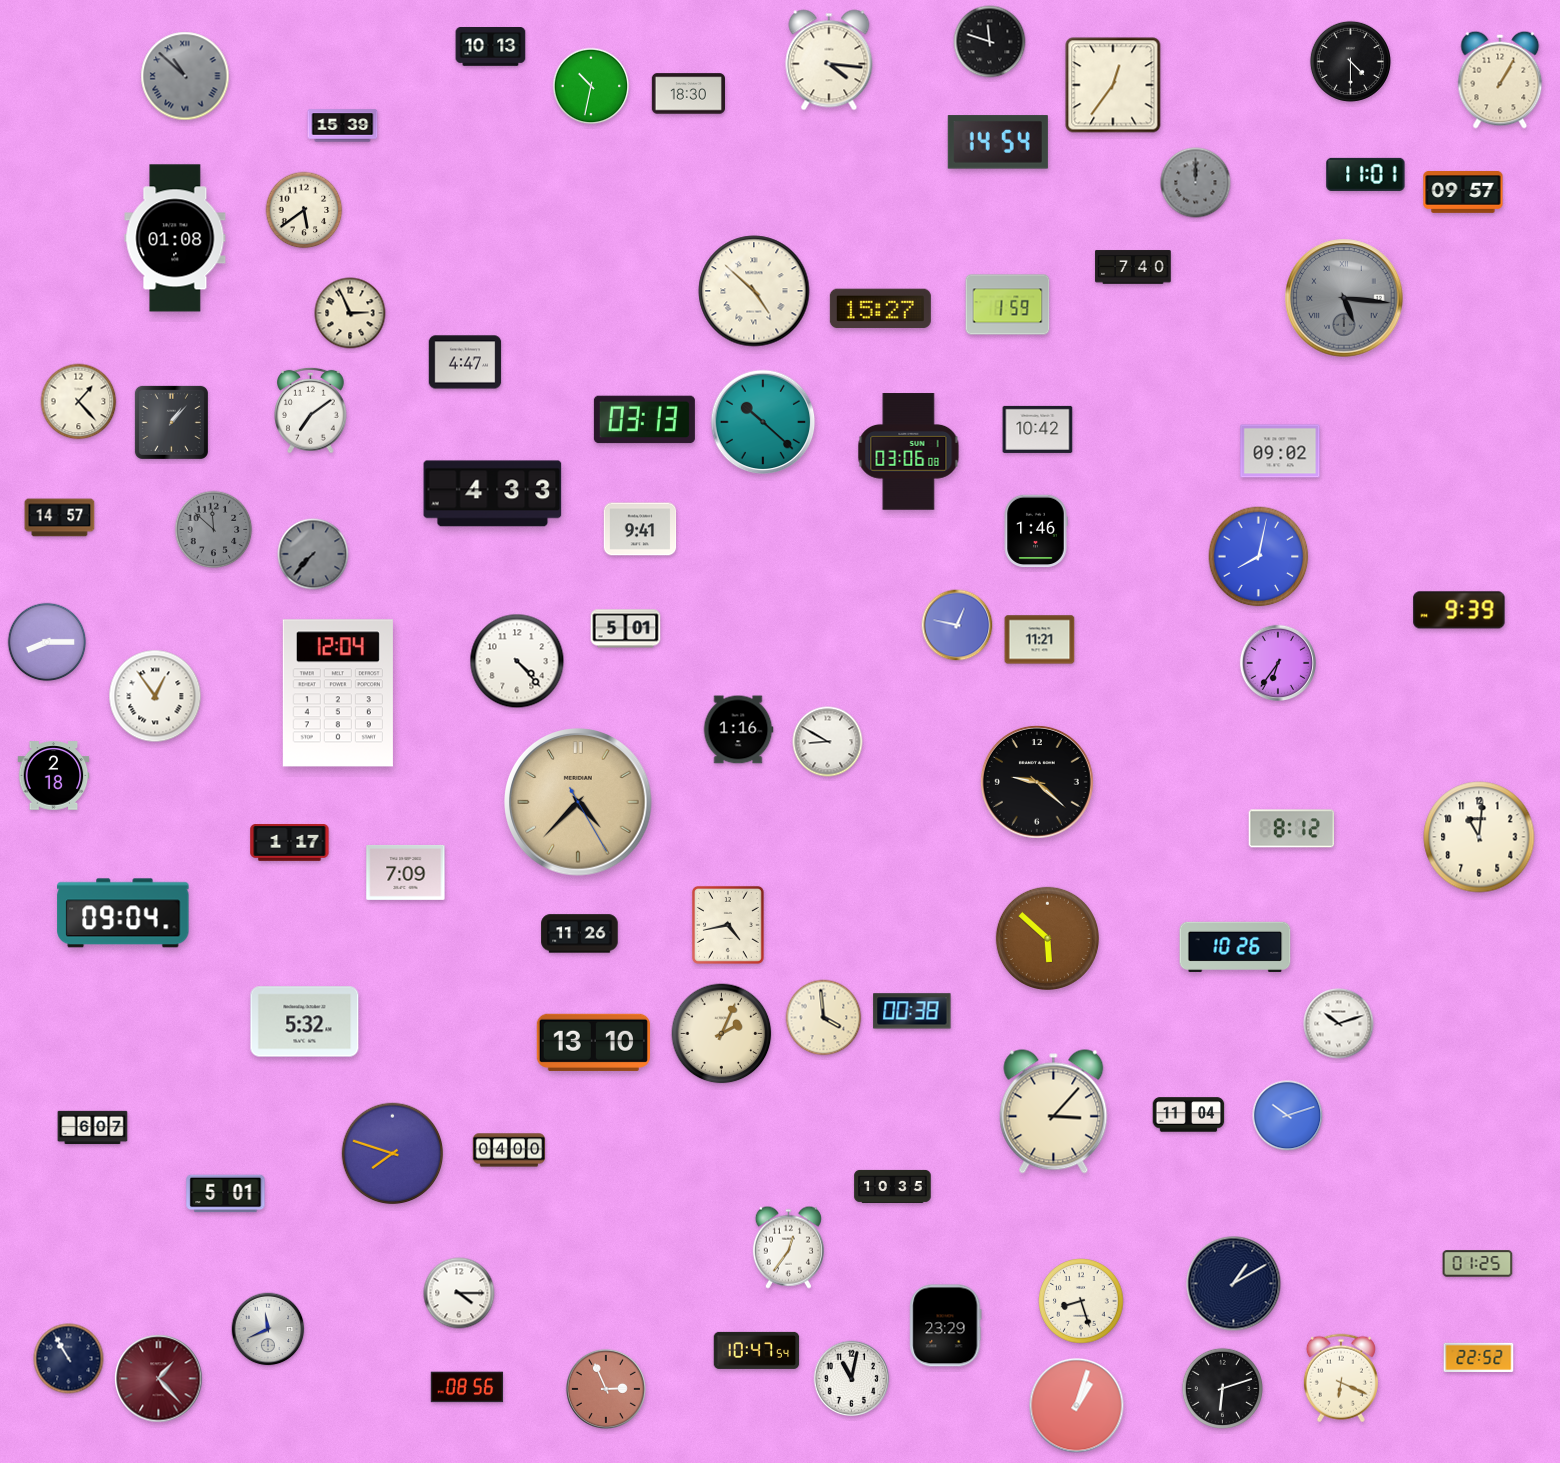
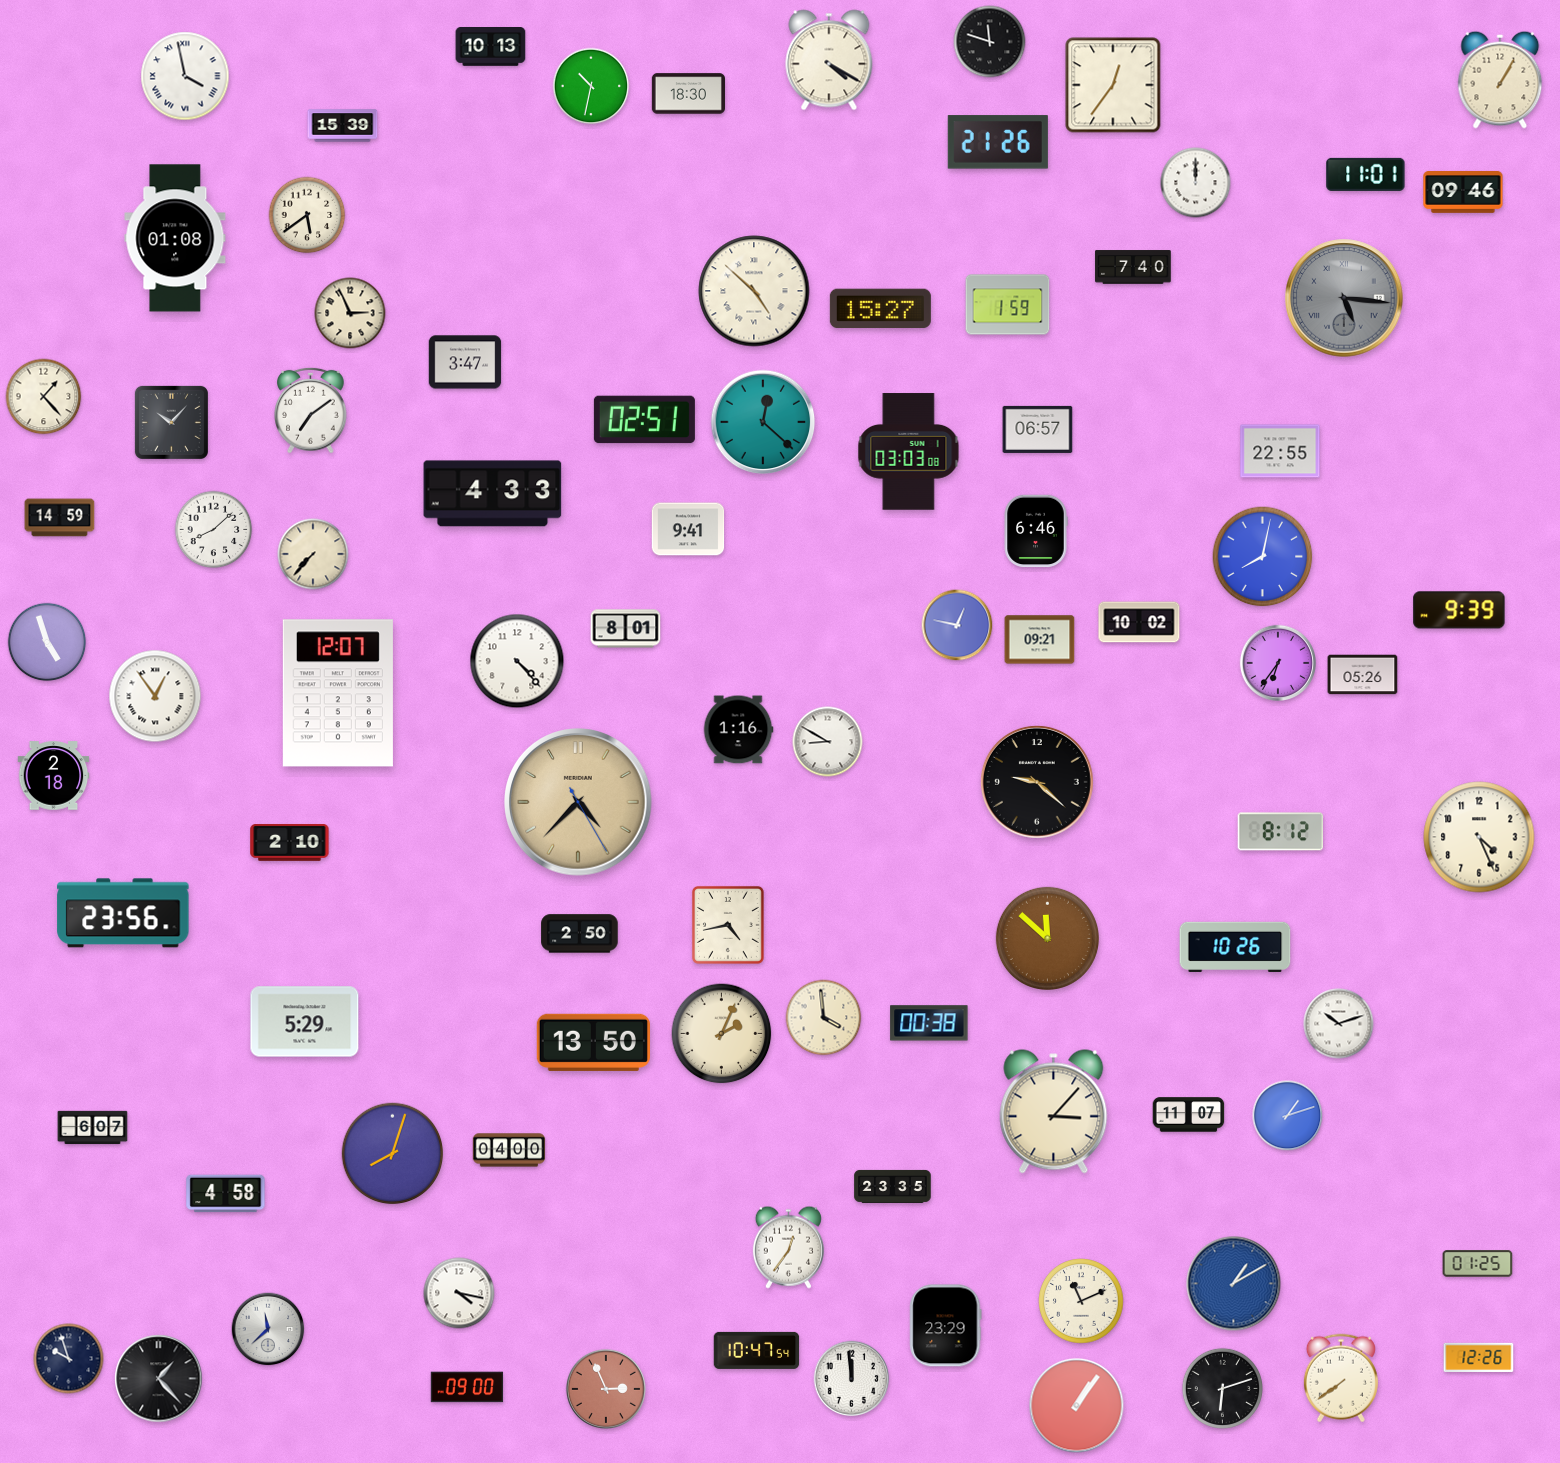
clock at (829, 60): 4:16 -> 4:20
clock at (1350, 61): 4:30 -> none
clock at (185, 76): 10:52 -> 3:58
clock at (185, 76) dial: grey -> white
clock at (998, 142): 14:54 -> 21:26
clock at (1196, 183) dial: grey -> white
clock at (1463, 193): 09:57 -> 09:46
clock at (304, 210) position: (304, 210) -> (307, 215)
clock at (465, 362): 4:47 -> 3:47
clock at (79, 402) position: (79, 402) -> (44, 397)
clock at (644, 420): 03:13 -> 02:51
clock at (171, 422): 1:07 -> 10:07
clock at (763, 422): 10:22 -> 12:22
clock at (1038, 429): 10:42 -> 06:57
clock at (1280, 451): 09:02 -> 22:55
clock at (909, 452): 03:06 -> 03:03
clock at (60, 518): 14:57 -> 14:59
clock at (640, 529) position: (640, 529) -> (688, 529)
clock at (214, 530): 11:52 -> 8:08
clock at (214, 530) dial: grey -> white
clock at (1036, 531): 1:46 -> 6:46
clock at (313, 554) dial: grey -> cream
clock at (1259, 557) position: (1259, 557) -> (1263, 557)
clock at (1139, 622): none -> 10:02
clock at (626, 629): 5:01 -> 8:01
clock at (1040, 640): 11:21 -> 09:21
clock at (47, 642): 8:15 -> 4:57
clock at (1363, 675): none -> 05:26
clock at (338, 693): 12:04 -> 12:07
clock at (1292, 829) position: (1292, 829) -> (1281, 832)
clock at (1479, 837): 11:01 -> 4:26
clock at (290, 843): 1:17 -> 2:10
clock at (406, 872): 7:09 -> none
clock at (123, 913): 09:04 -> 23:56
clock at (580, 934): 11:26 -> 2:50
clock at (1047, 938): 5:52 -> 11:52
clock at (912, 1011) position: (912, 1011) -> (929, 1023)
clock at (305, 1022): 5:32 -> 5:29
clock at (593, 1042): 13:10 -> 13:50
clock at (1189, 1115): 11:04 -> 11:07
clock at (1288, 1116): 10:12 -> 1:12
clock at (393, 1154): 7:48 -> 8:03
clock at (893, 1186): 10:35 -> 23:35
clock at (226, 1194): 5:01 -> 4:58
clock at (1234, 1284) dial: navy -> blue
clock at (459, 1293): 4:15 -> 4:17
clock at (1081, 1301): 8:27 -> 11:11
clock at (268, 1329): 11:41 -> 11:38
clock at (1479, 1357): 22:52 -> 12:26
clock at (69, 1359): 10:55 -> 9:57
clock at (1341, 1378): 6:19 -> 7:39
clock at (159, 1379) dial: burgundy -> black
clock at (852, 1379): 11:02 -> 11:59
clock at (467, 1387): 08:56 -> 09:00
clock at (1077, 1406): 1:03 -> 1:06
